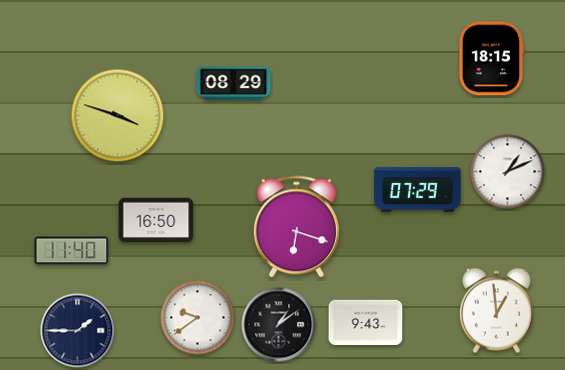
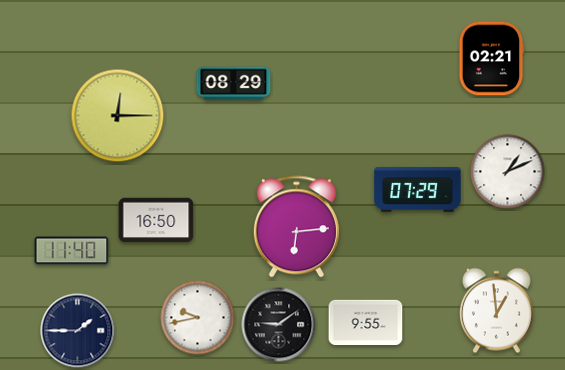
clock at (492, 59): 18:15 -> 02:21
clock at (118, 116): 3:48 -> 12:15
clock at (296, 227): 6:18 -> 6:14
clock at (198, 318): 9:39 -> 9:43
clock at (366, 323): 9:43 -> 9:55
clock at (279, 325): 1:09 -> 9:09
